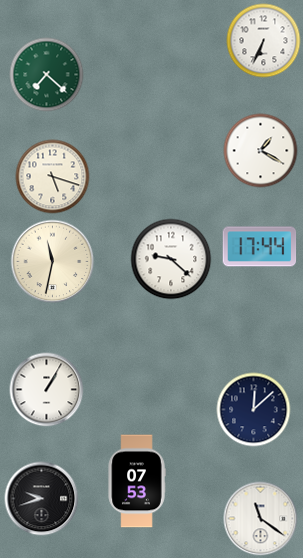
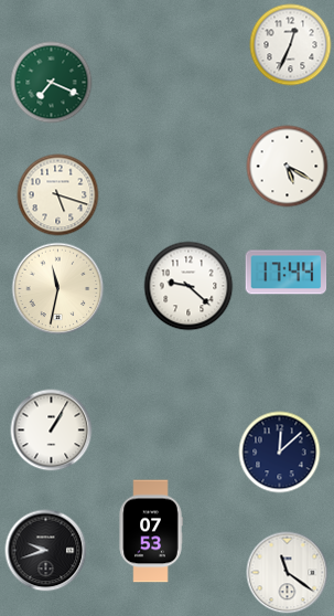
clock at (264, 41): 6:34 -> 12:34
clock at (47, 75): 7:22 -> 7:19
clock at (261, 151): 1:20 -> 5:20
